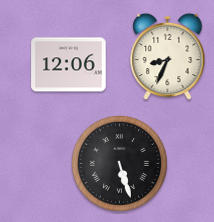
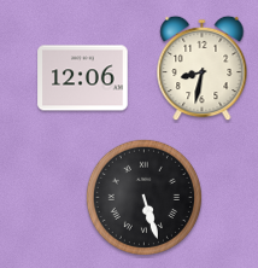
clock at (168, 57): 8:34 -> 8:32
